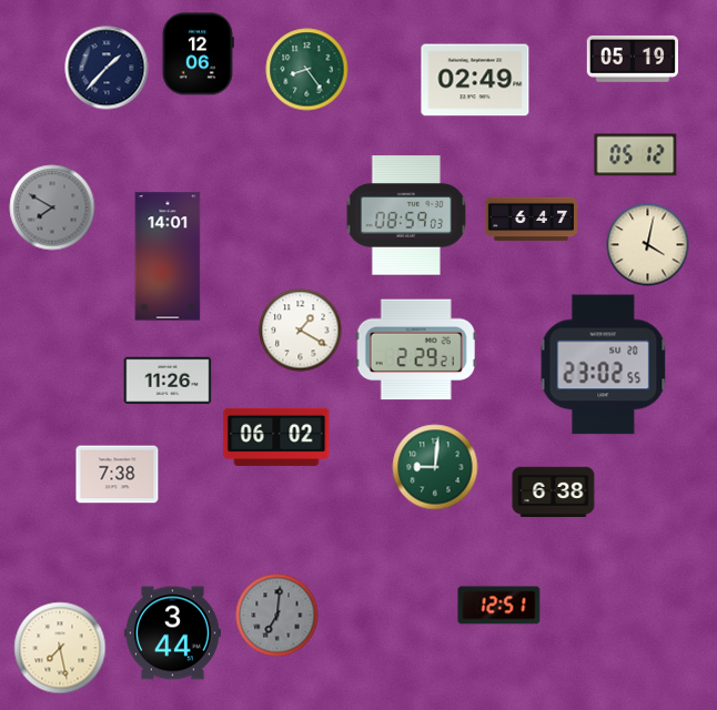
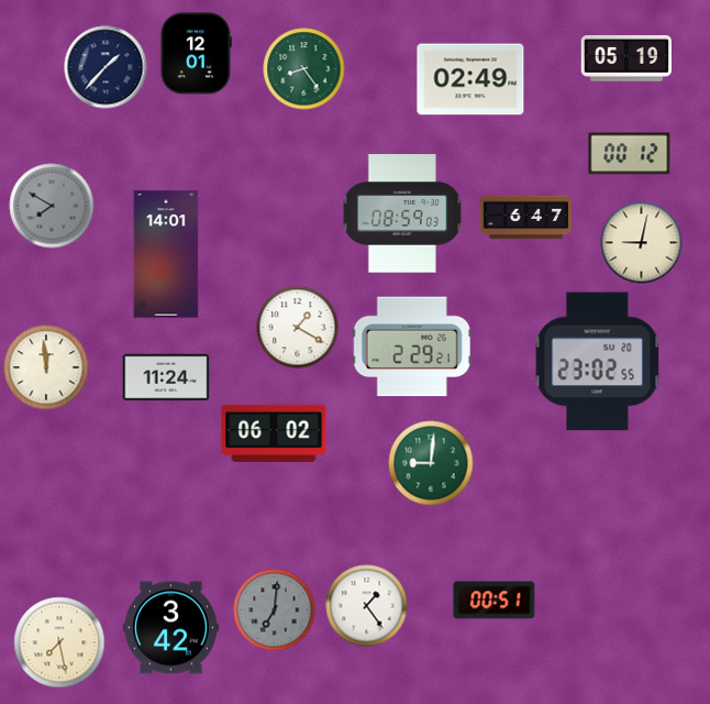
clock at (198, 54): 12:06 -> 12:01
clock at (636, 155): 05:12 -> 00:12
clock at (648, 245): 4:02 -> 9:02
clock at (46, 367): none -> 11:59
clock at (168, 381): 11:26 -> 11:24
clock at (118, 475): 7:38 -> none
clock at (554, 493): 6:38 -> none
clock at (499, 606): 12:51 -> 00:51
clock at (367, 606): none -> 1:24
clock at (173, 633): 3:44 -> 3:42
